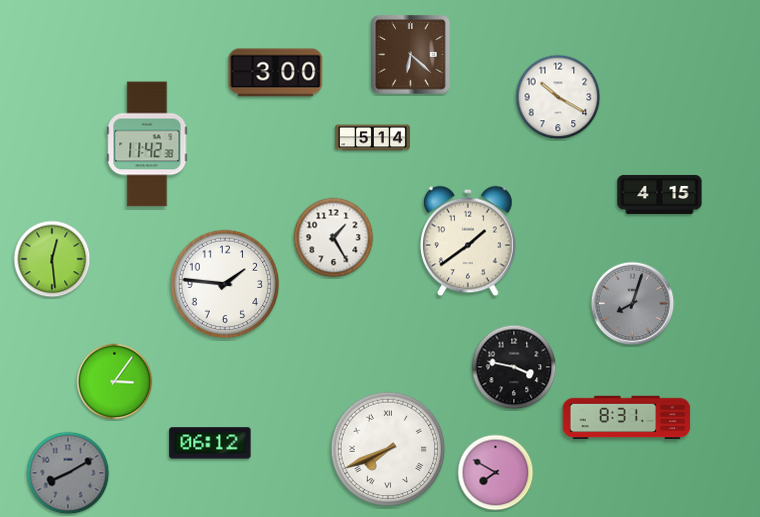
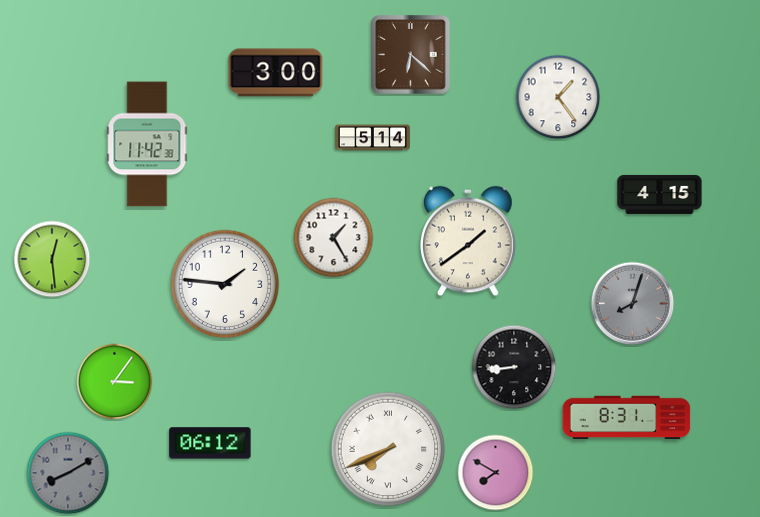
clock at (558, 97): 10:20 -> 1:24
clock at (514, 367): 3:47 -> 8:44
